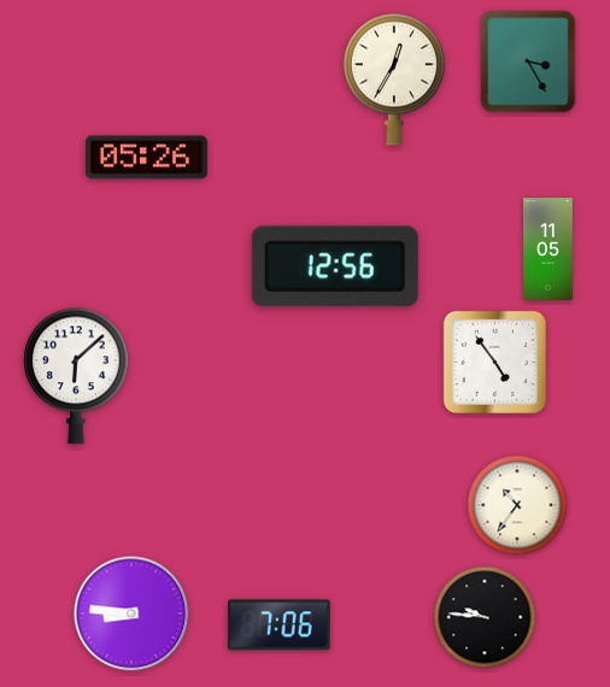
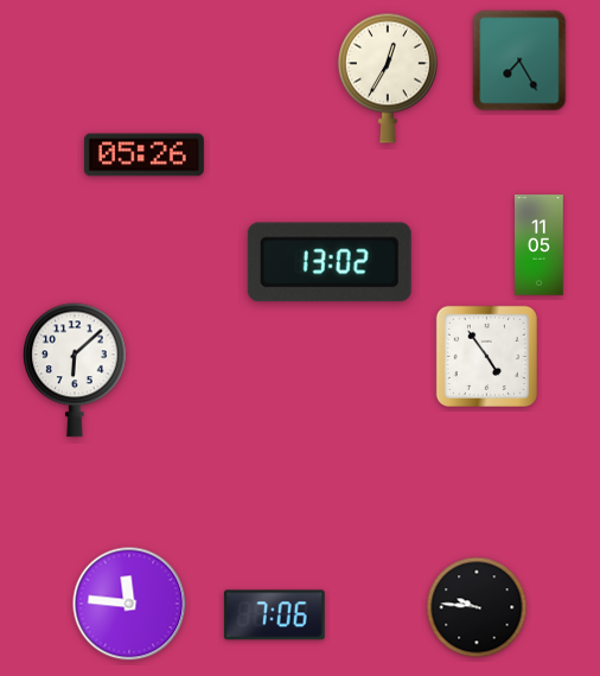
clock at (528, 61): 3:25 -> 7:25
clock at (335, 266): 12:56 -> 13:02
clock at (517, 505): 10:36 -> none
clock at (131, 613): 8:46 -> 11:46
